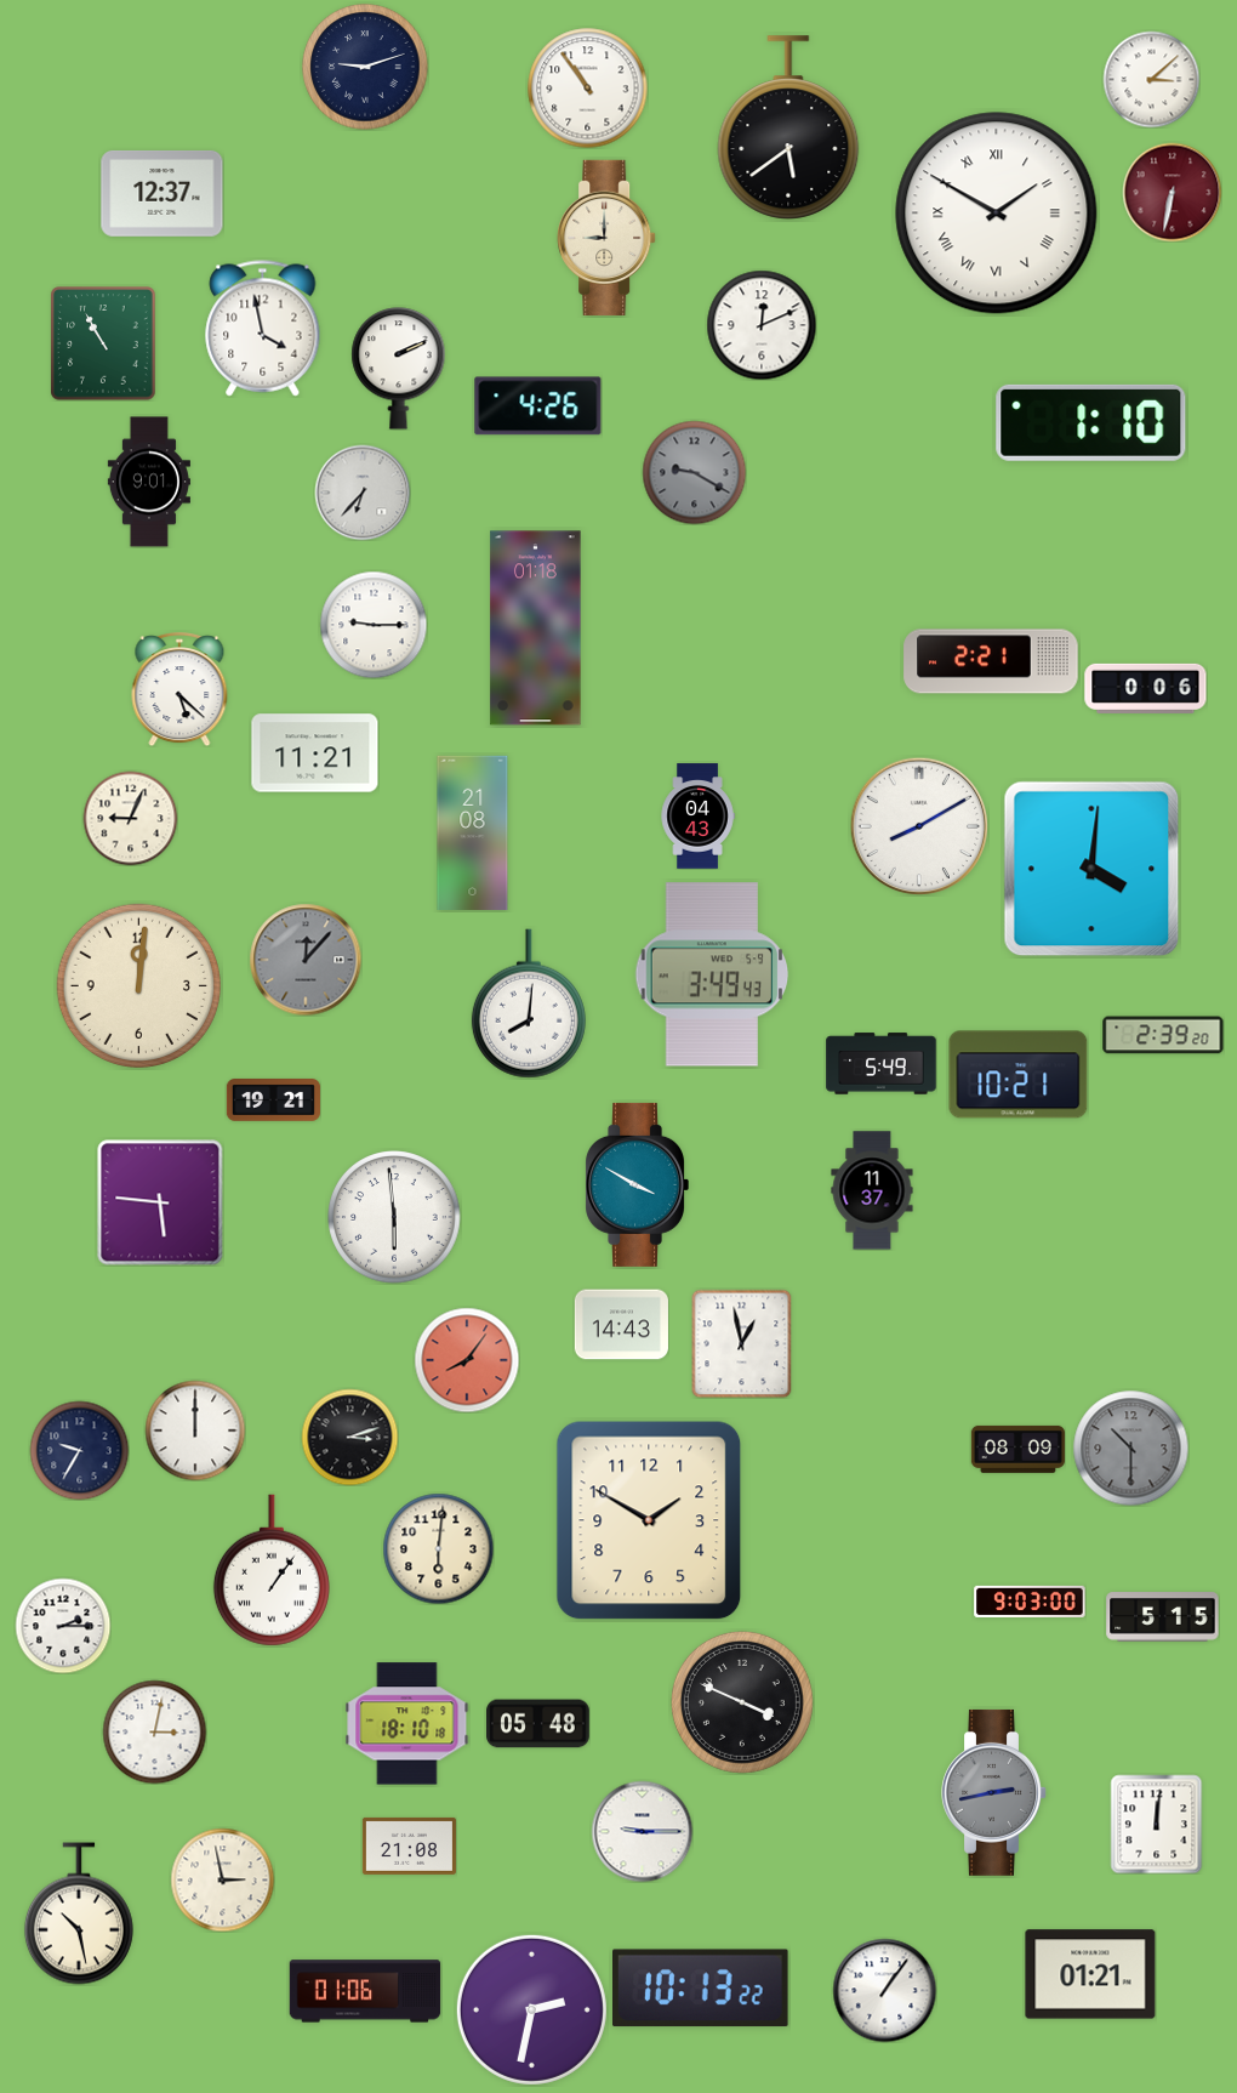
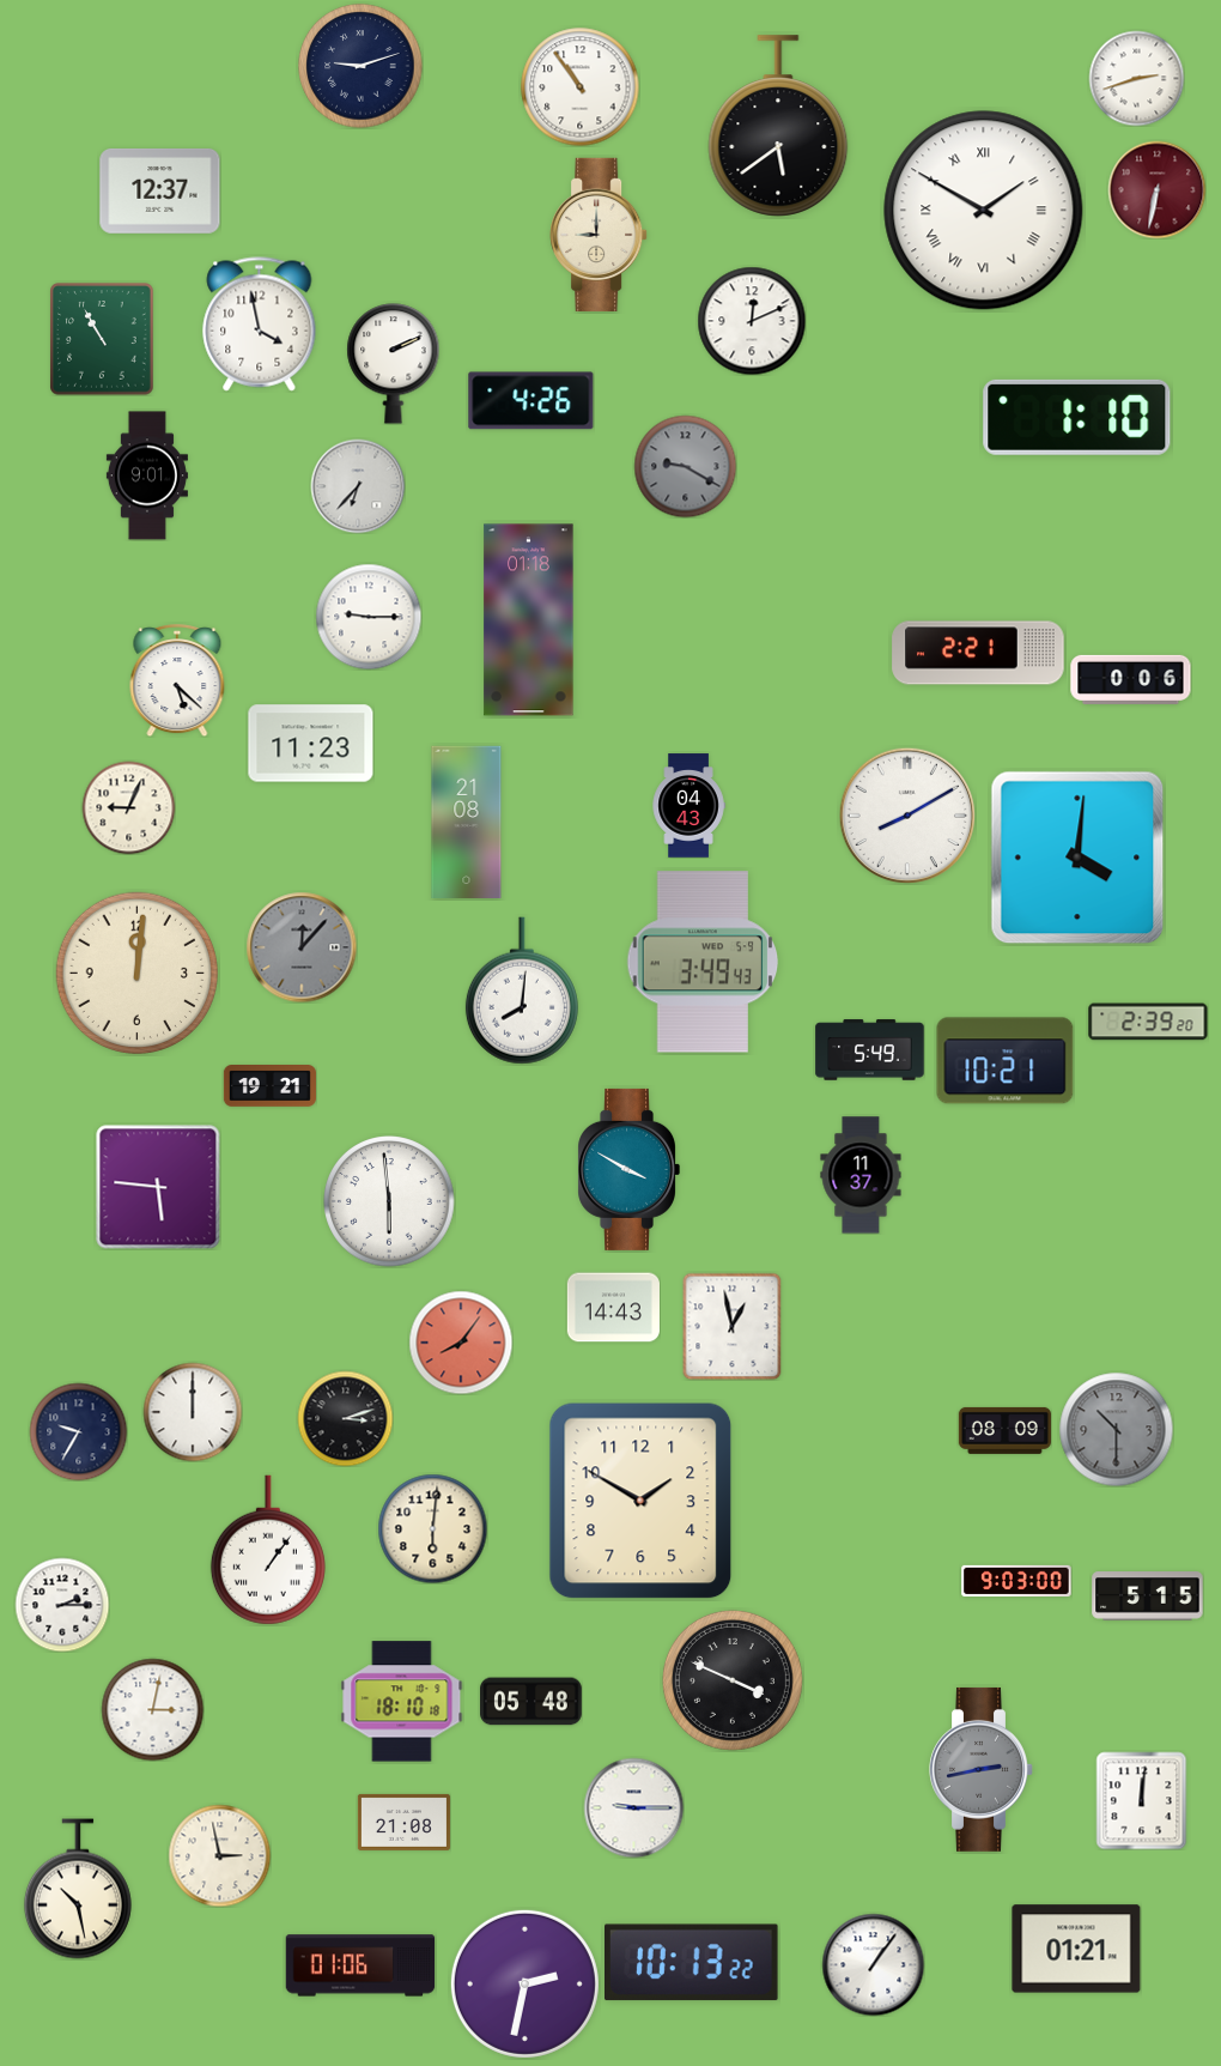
clock at (1151, 79): 3:08 -> 2:42
clock at (315, 753): 11:21 -> 11:23
